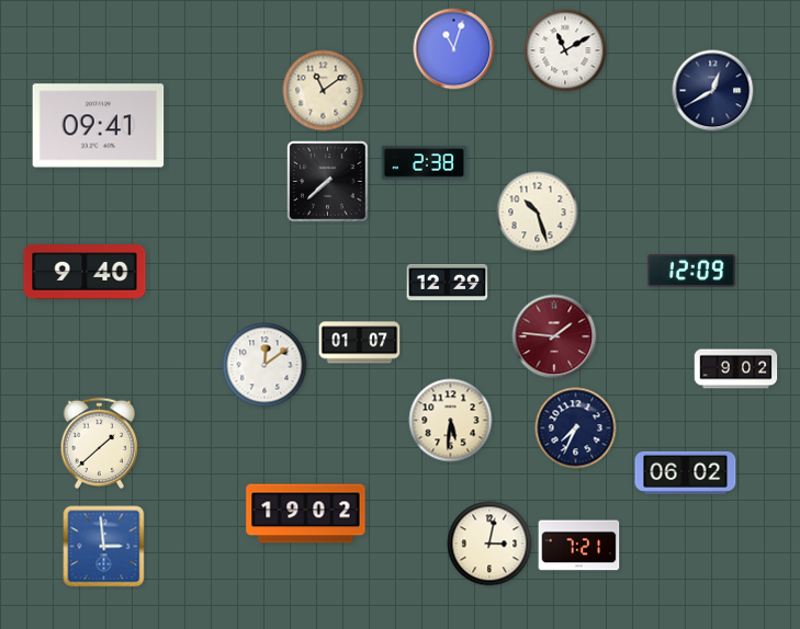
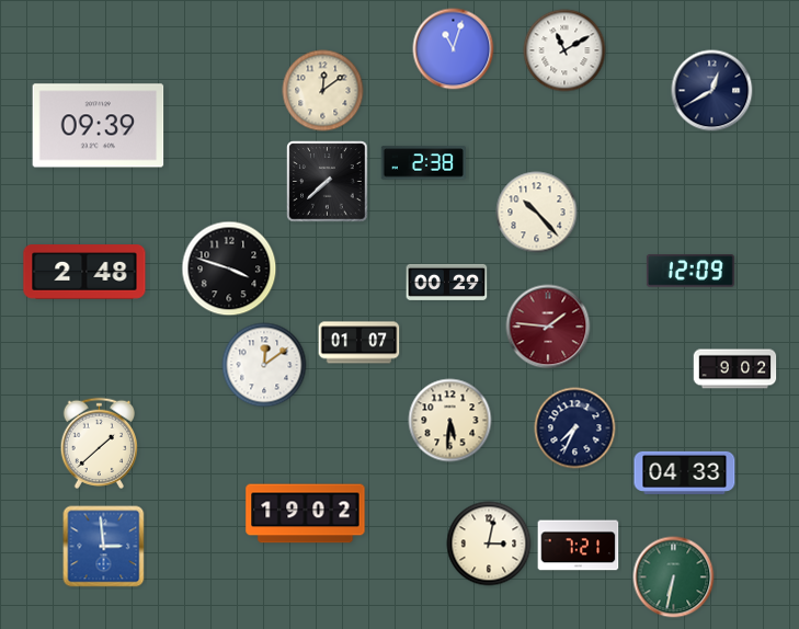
clock at (324, 91): 11:09 -> 12:09
clock at (99, 126): 09:41 -> 09:39
clock at (538, 213): 10:27 -> 10:23
clock at (229, 268): none -> 3:48
clock at (84, 272): 9:40 -> 2:48
clock at (448, 282): 12:29 -> 00:29
clock at (554, 336) position: (554, 336) -> (548, 327)
clock at (686, 472): 06:02 -> 04:33
clock at (674, 577): none -> 6:32
